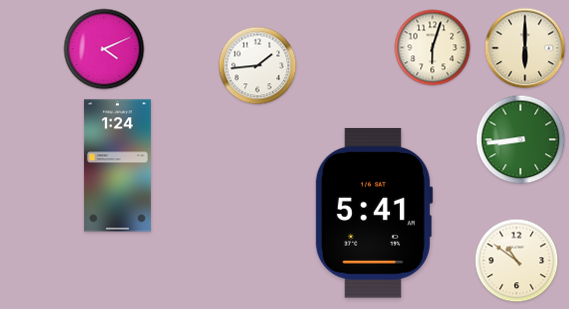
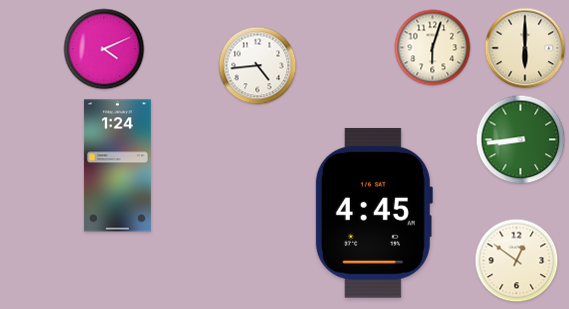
clock at (258, 66): 1:44 -> 4:44
clock at (373, 213): 5:41 -> 4:45
clock at (517, 261): 10:51 -> 12:51
